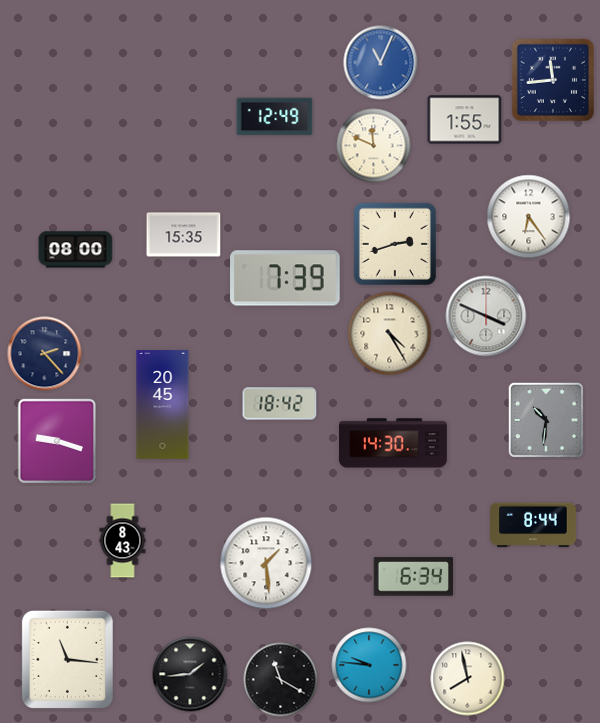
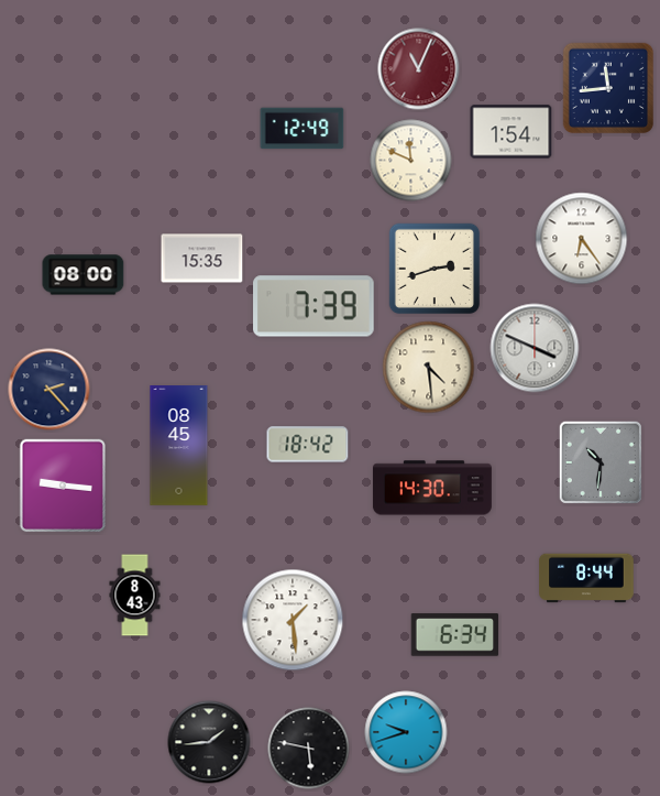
clock at (381, 63) dial: blue -> burgundy
clock at (465, 120): 1:55 -> 1:54
clock at (390, 334): 4:25 -> 4:29
clock at (163, 405): 20:45 -> 08:45
clock at (56, 441): 9:18 -> 9:16
clock at (67, 659): 11:16 -> none
clock at (369, 665): 9:46 -> 9:42
clock at (468, 679): 7:58 -> none
clock at (281, 680): 11:20 -> 5:47
